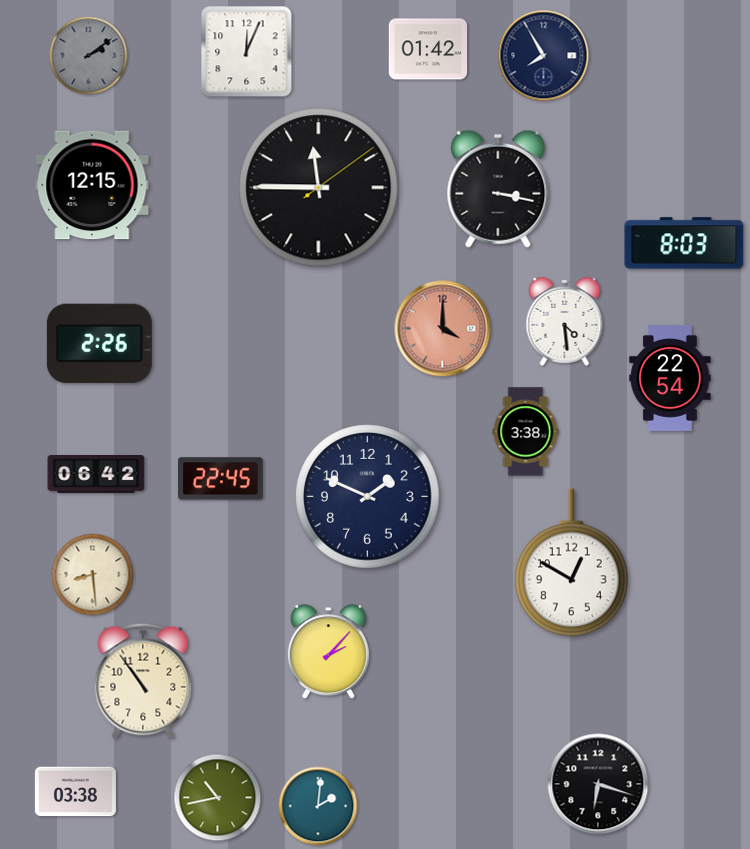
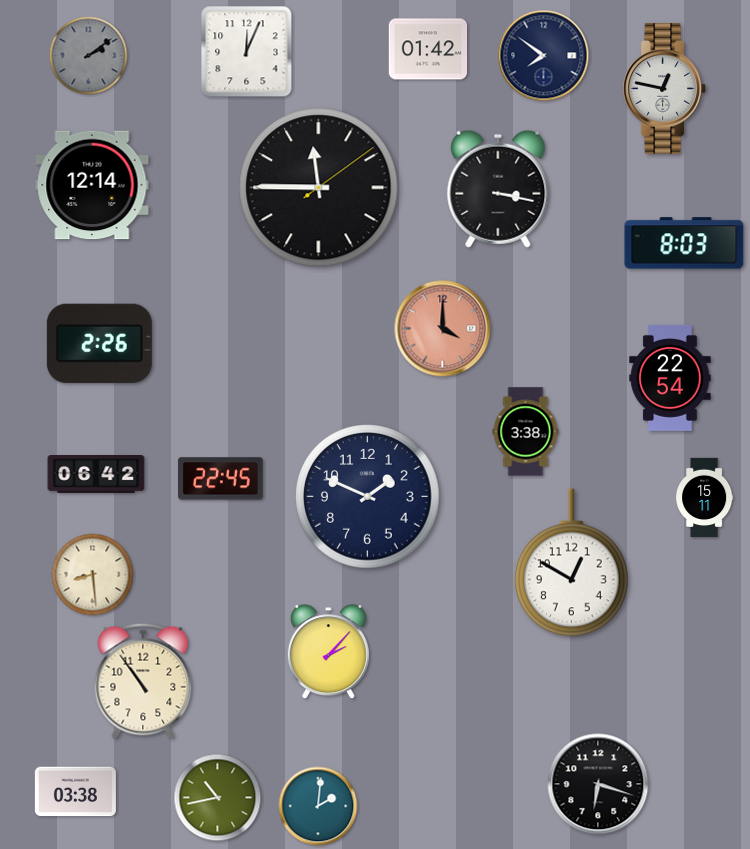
clock at (544, 56): 7:55 -> 7:51
clock at (664, 89): none -> 12:47
clock at (92, 185): 12:15 -> 12:14
clock at (565, 321): 4:29 -> none
clock at (705, 498): none -> 15:11
